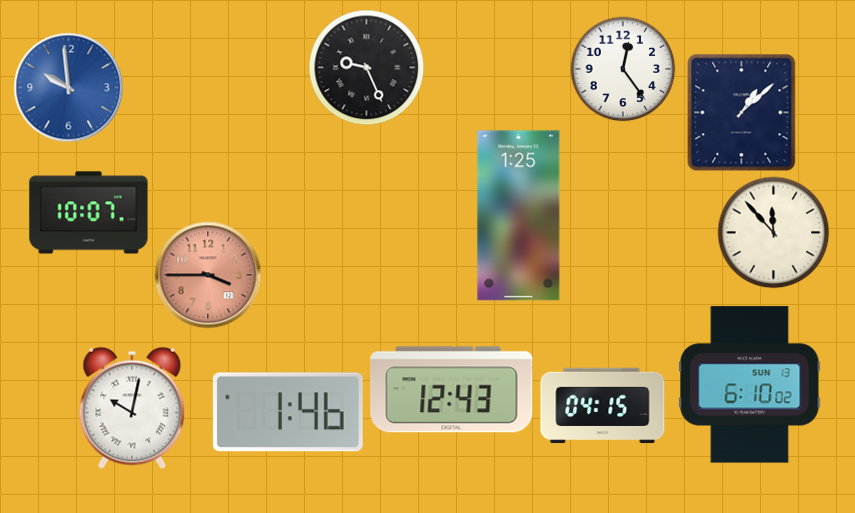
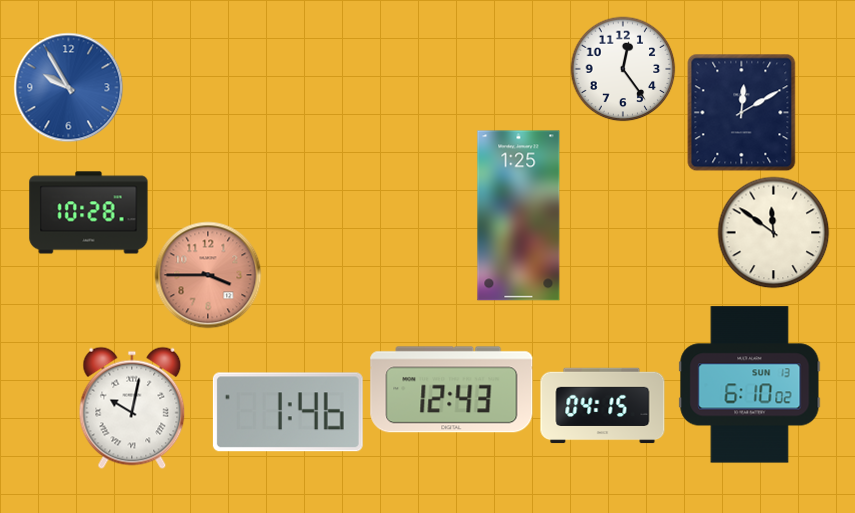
clock at (367, 68): 9:26 -> none
clock at (69, 88): 9:59 -> 9:55
clock at (742, 113): 1:08 -> 12:10
clock at (89, 213): 10:07 -> 10:28
clock at (774, 233): 11:53 -> 11:51
